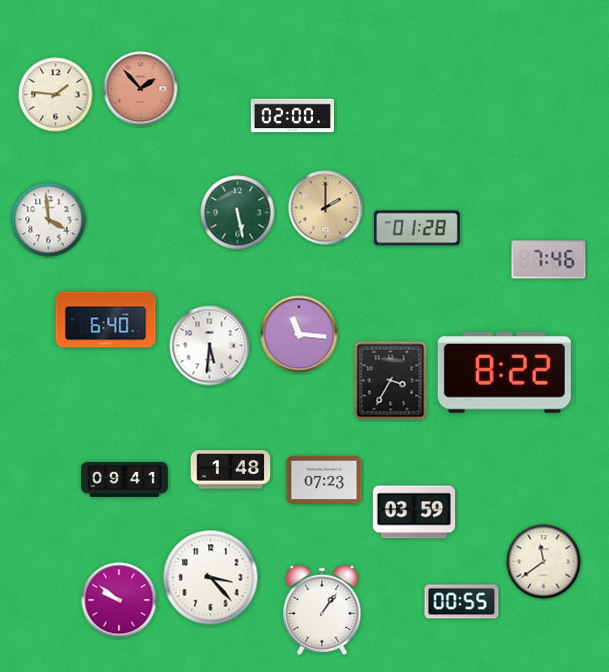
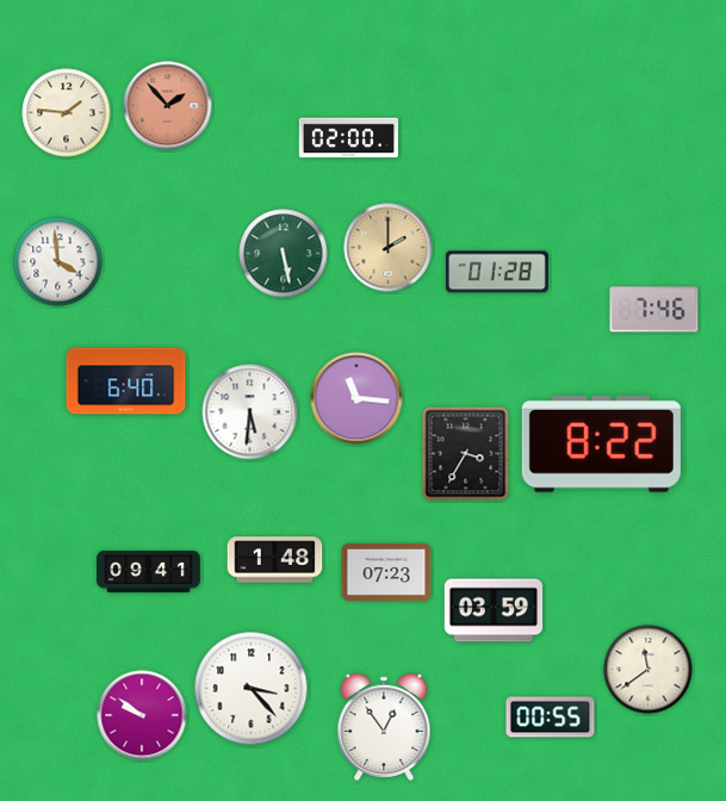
clock at (322, 610): 1:06 -> 12:54
